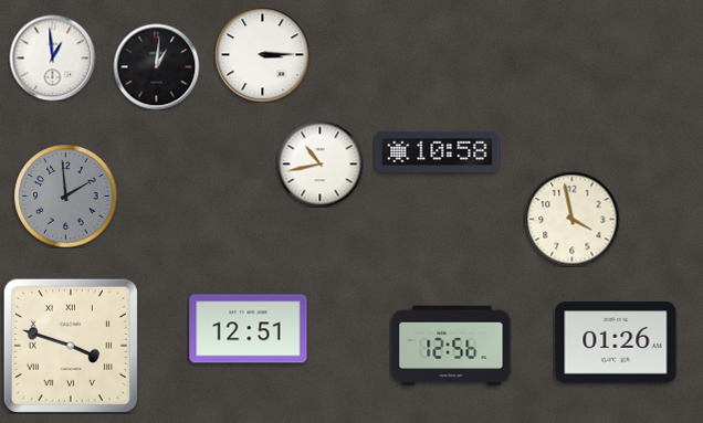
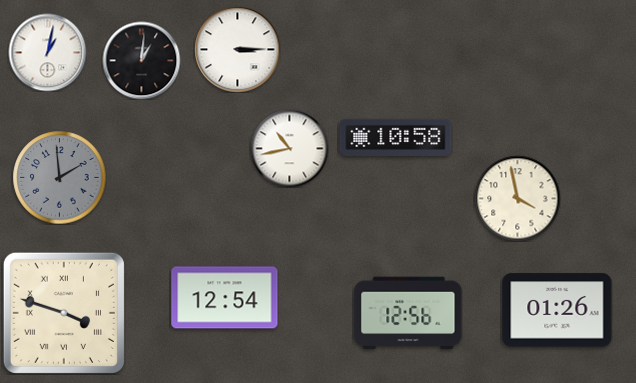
clock at (52, 57): 12:59 -> 1:02
clock at (249, 329): 12:51 -> 12:54
